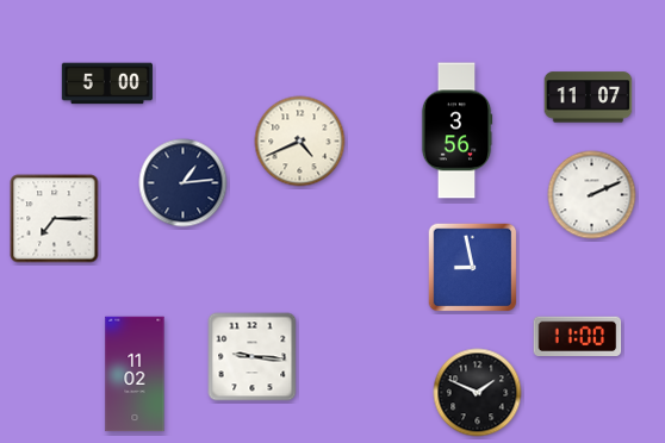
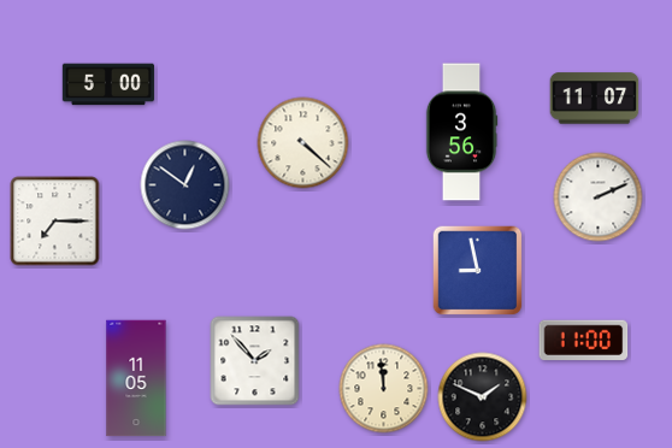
clock at (300, 142): 4:41 -> 4:22
clock at (184, 183): 1:14 -> 12:51
clock at (253, 357): 9:16 -> 1:53
clock at (135, 374): 11:02 -> 11:05
clock at (384, 389): none -> 11:59
